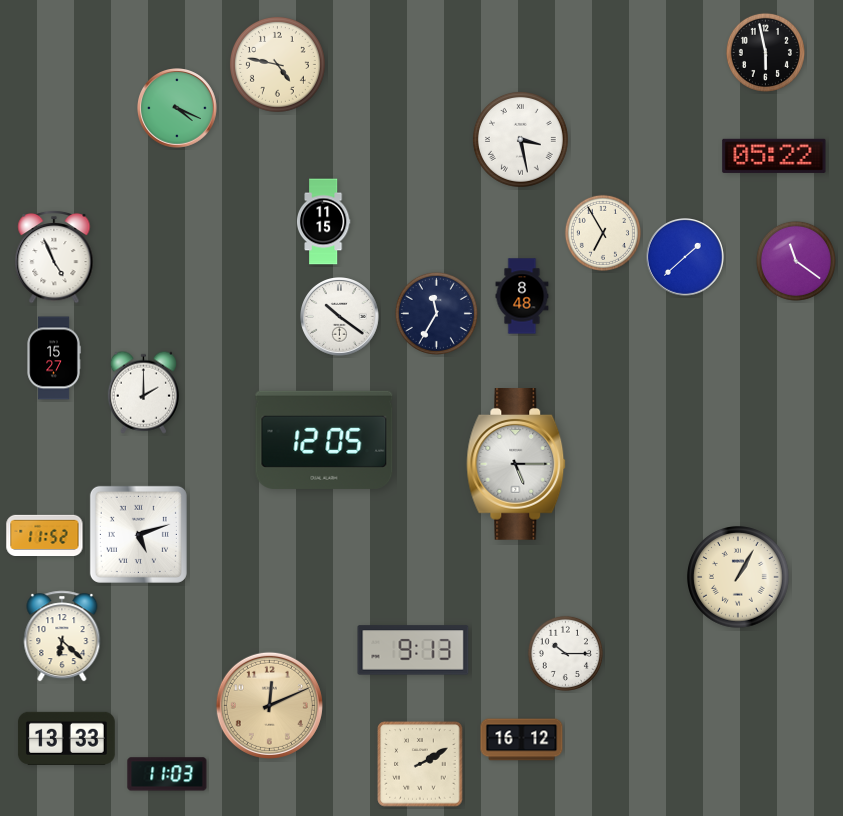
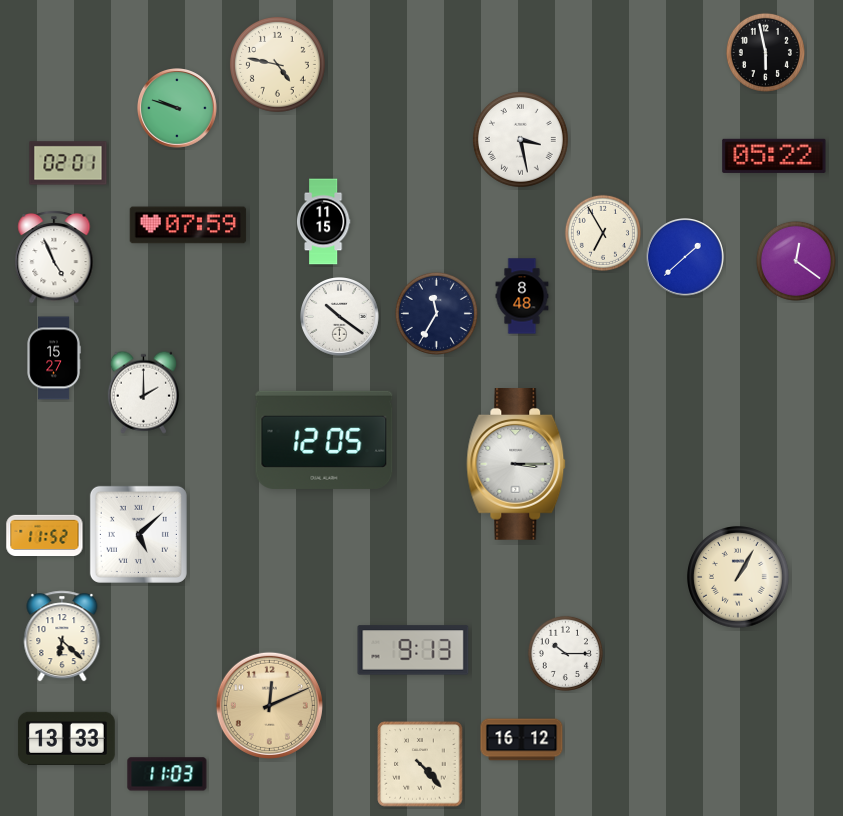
clock at (178, 109): 4:19 -> 9:48
clock at (68, 163): none -> 02:01
clock at (188, 225): none -> 07:59
clock at (796, 261): 11:21 -> 12:21
clock at (516, 465): 5:15 -> 3:15
clock at (138, 534): 5:12 -> 5:08
clock at (420, 764): 2:10 -> 4:23
